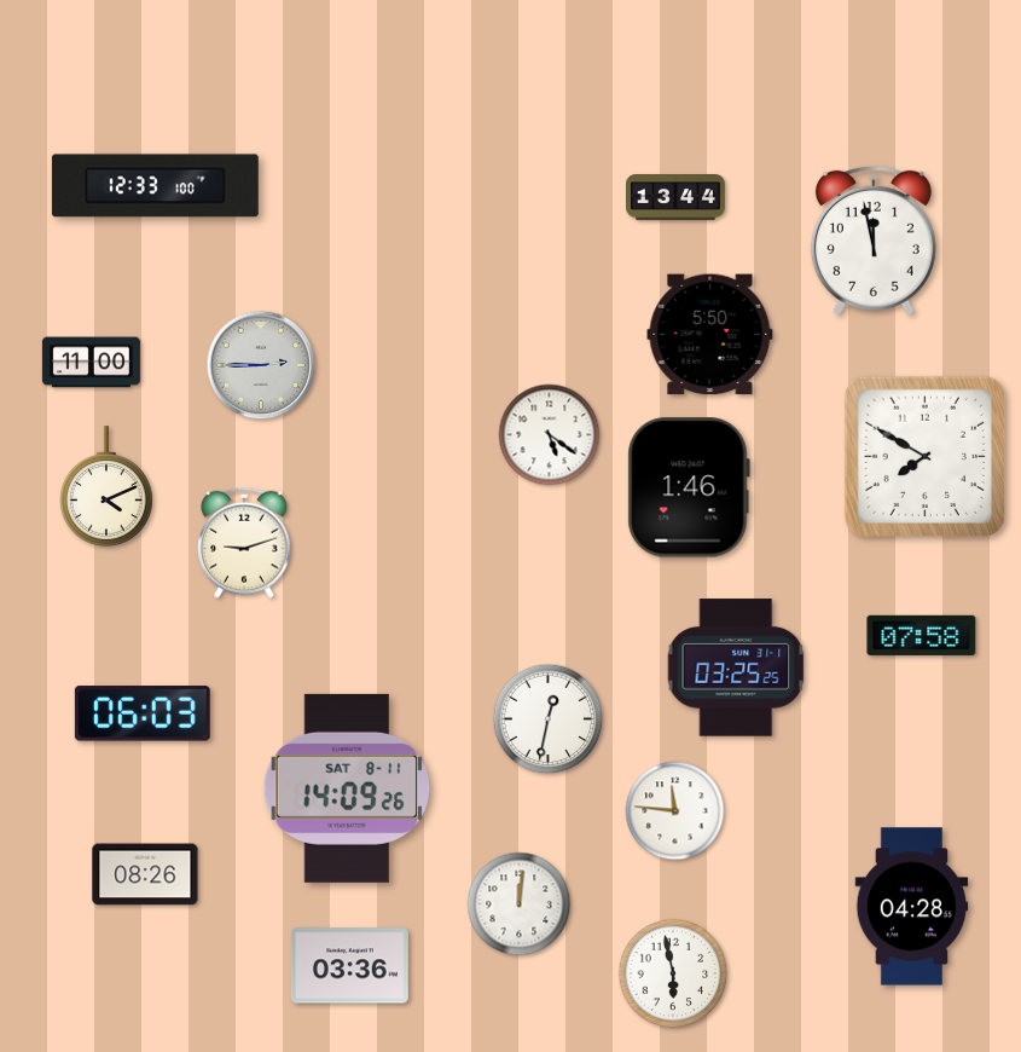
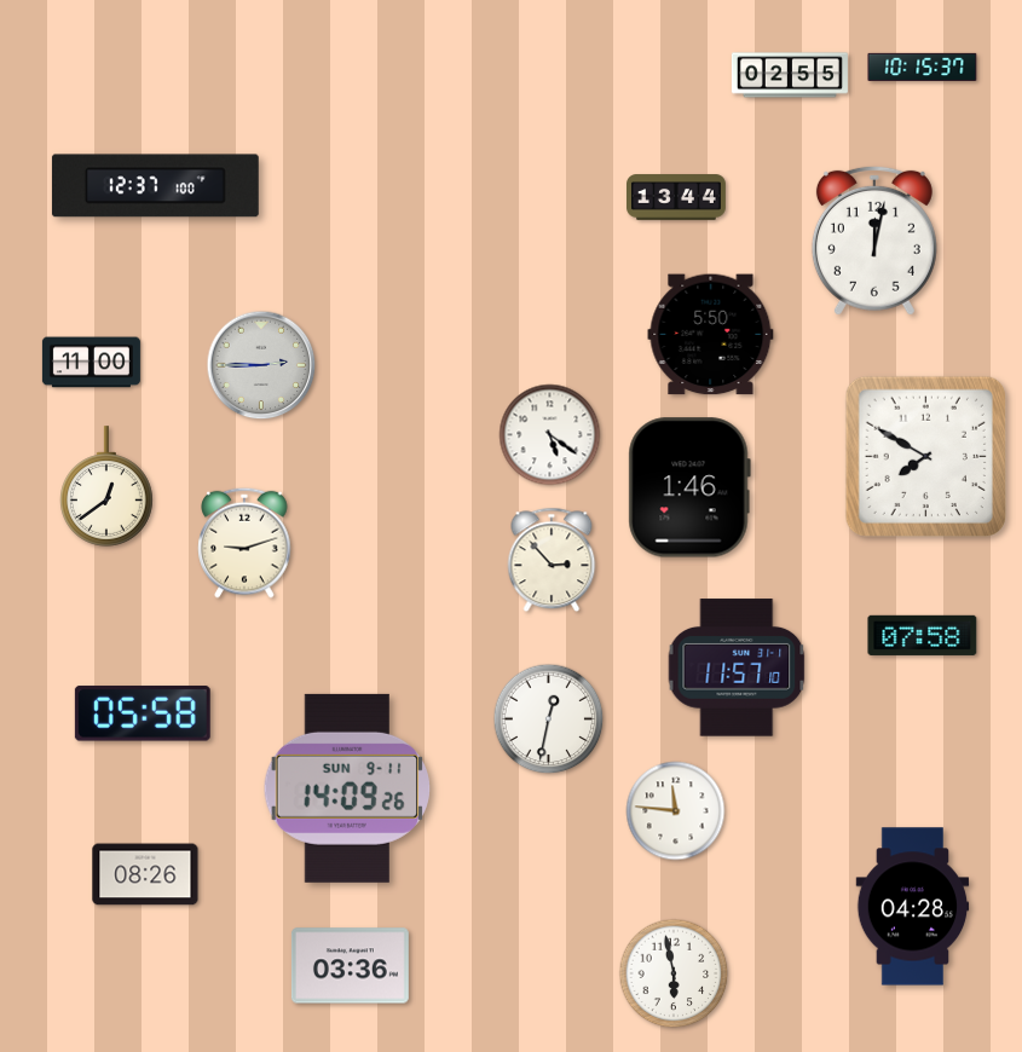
clock at (923, 67): none -> 10:15
clock at (790, 75): none -> 02:55
clock at (155, 186): 12:33 -> 12:37
clock at (874, 241): 11:58 -> 12:02
clock at (108, 486): 4:11 -> 12:39
clock at (552, 560): none -> 2:53
clock at (736, 667): 03:25 -> 11:57
clock at (143, 713): 06:03 -> 05:58
clock at (346, 788) date: SAT 8-11 -> SUN 9-11
clock at (520, 904): 12:01 -> none
